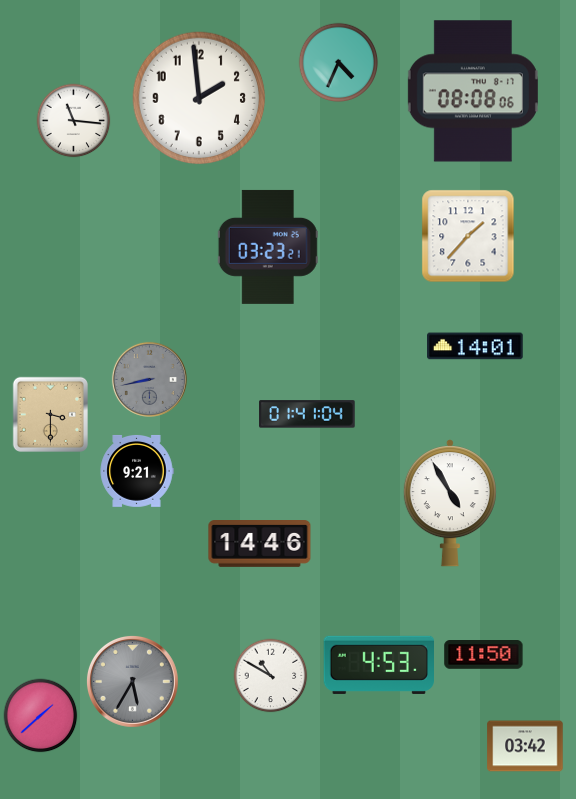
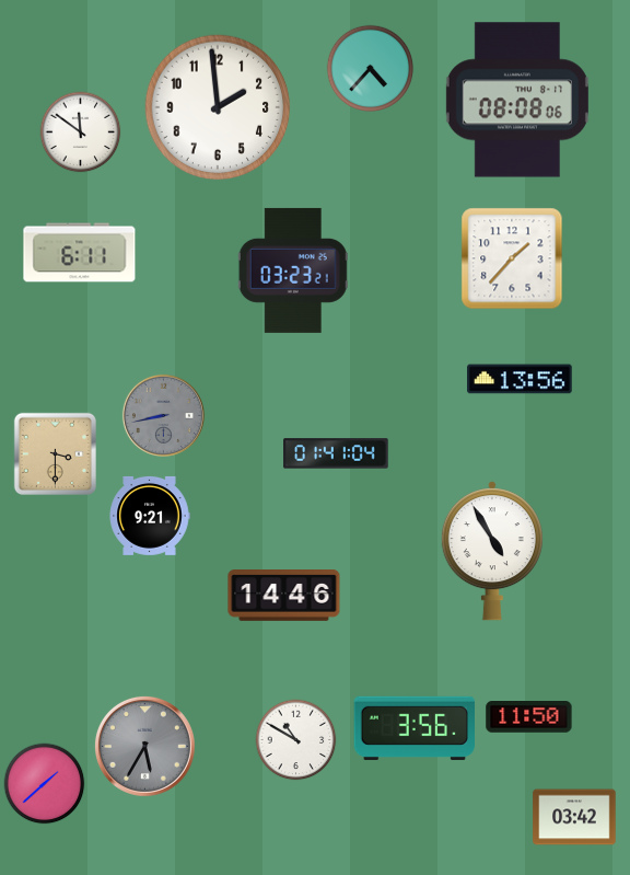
clock at (339, 63): 4:34 -> 4:37
clock at (74, 121): 11:16 -> 11:51
clock at (80, 253): none -> 6:11
clock at (475, 346): 14:01 -> 13:56
clock at (378, 665): 4:53 -> 3:56
